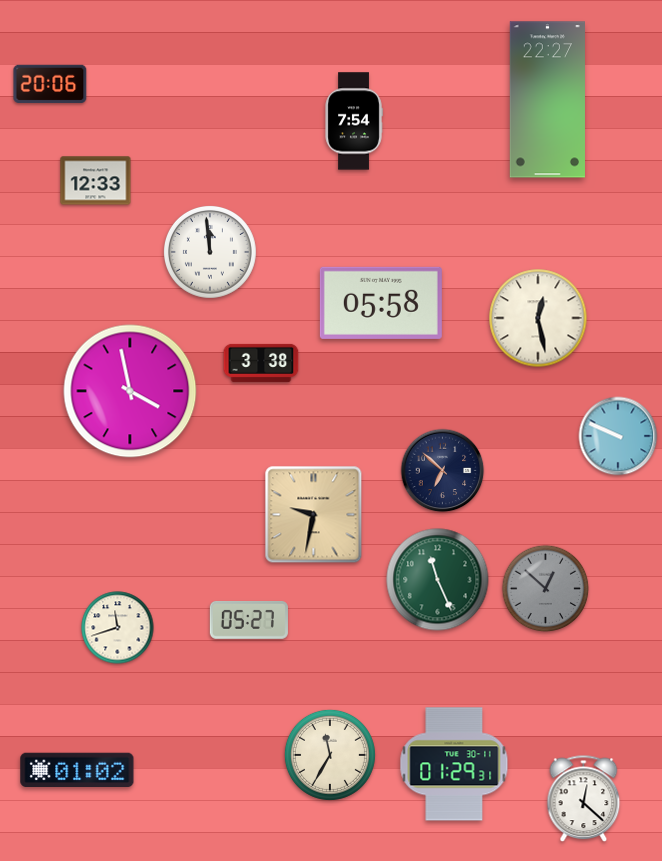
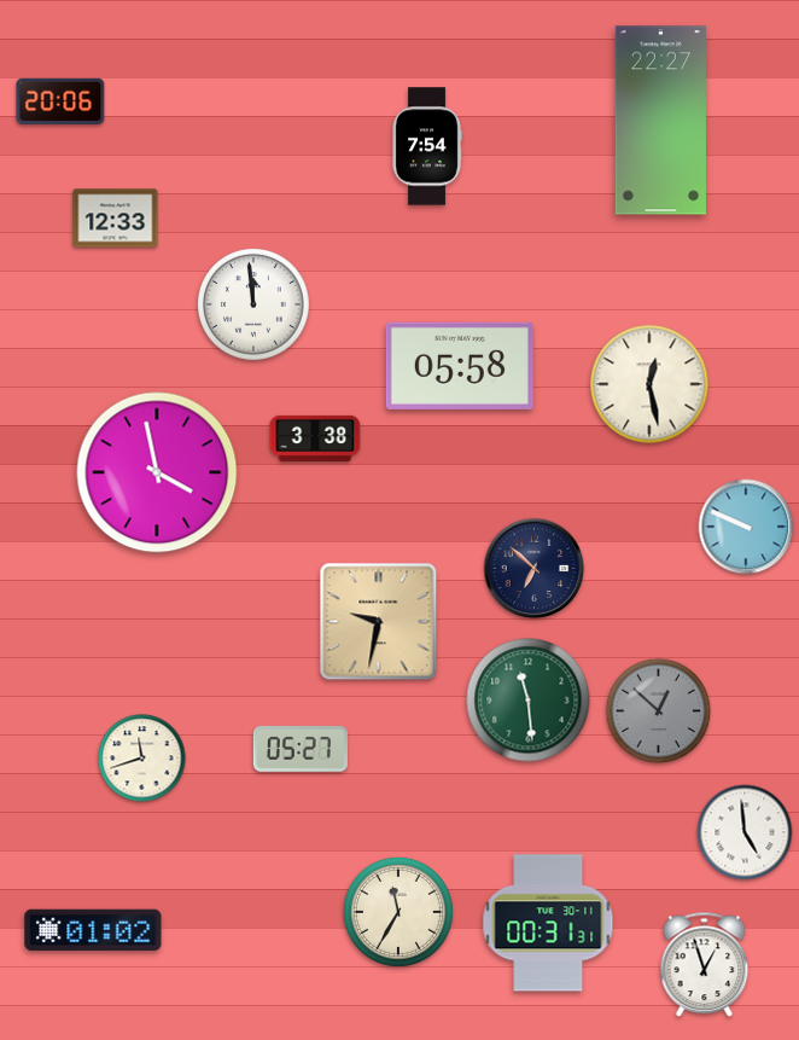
clock at (438, 580): 11:26 -> 11:29
clock at (745, 832): none -> 4:59
clock at (454, 764): 01:29 -> 00:31
clock at (584, 799): 12:22 -> 12:57
